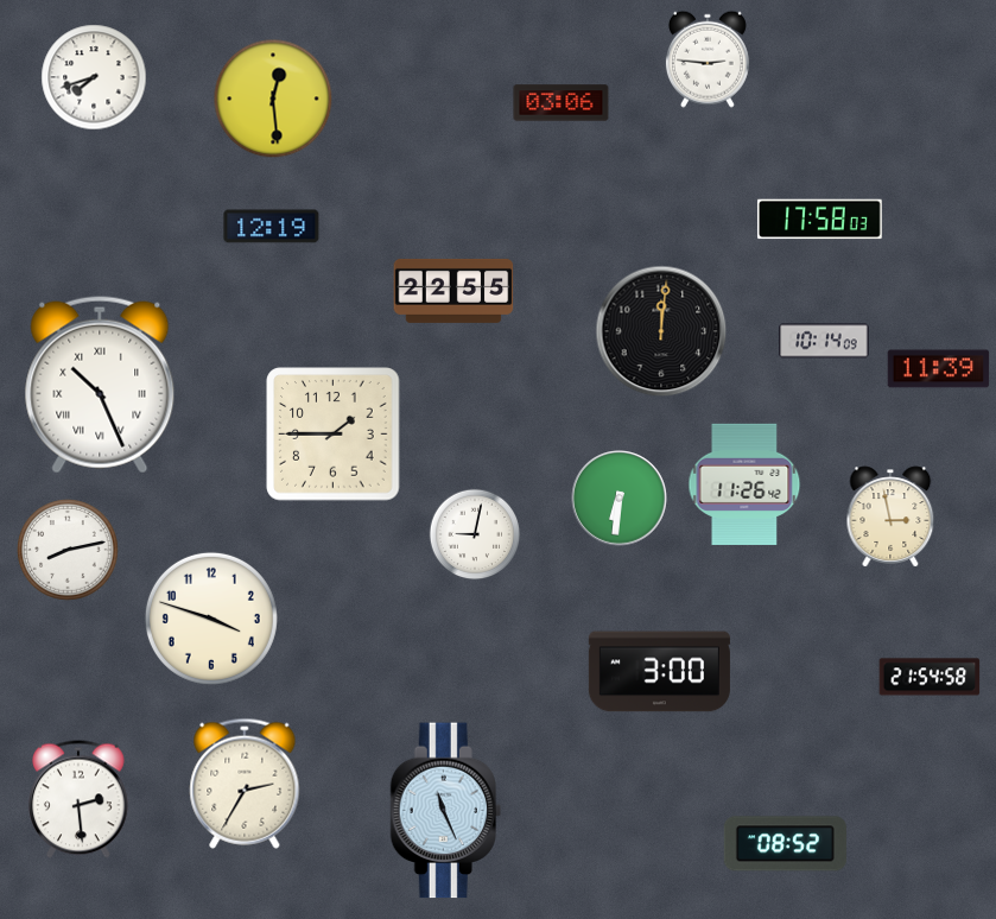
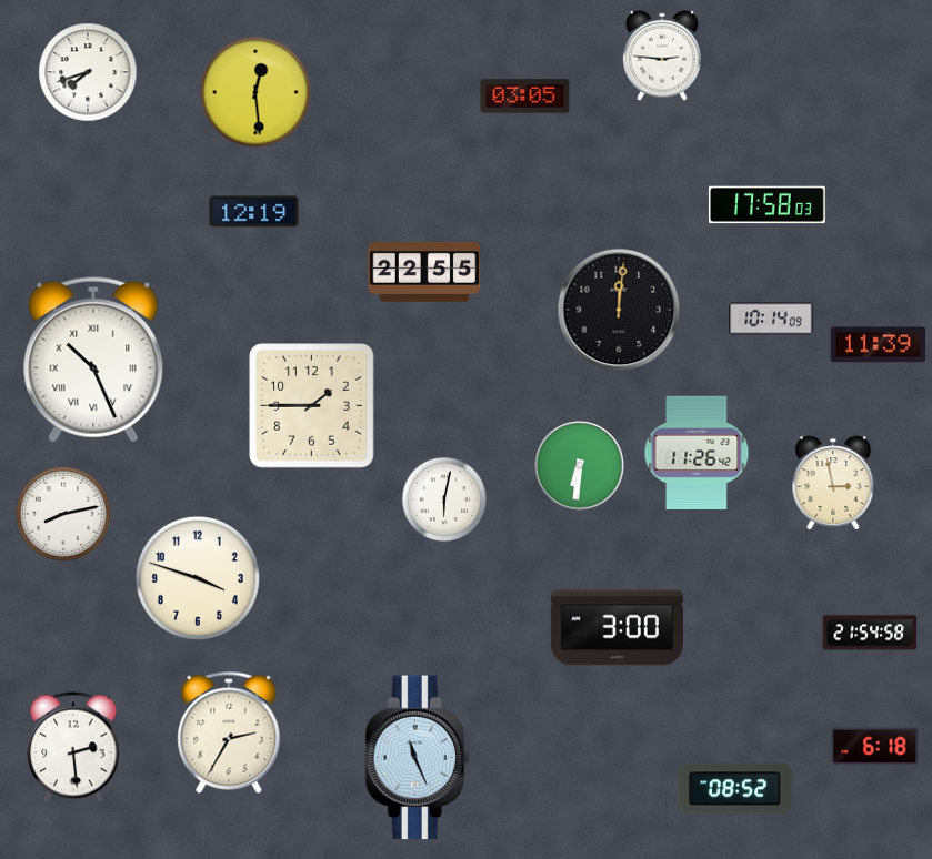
clock at (562, 103): 03:06 -> 03:05
clock at (475, 534): 9:02 -> 6:02
clock at (875, 747): none -> 6:18
